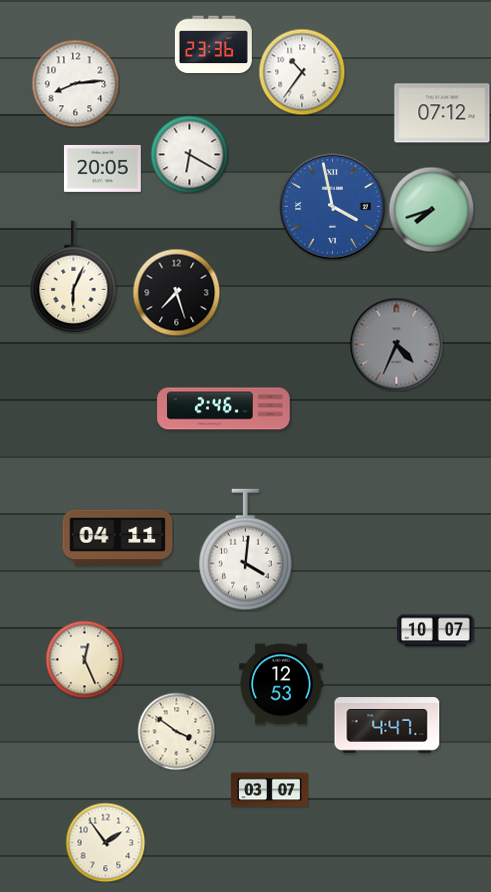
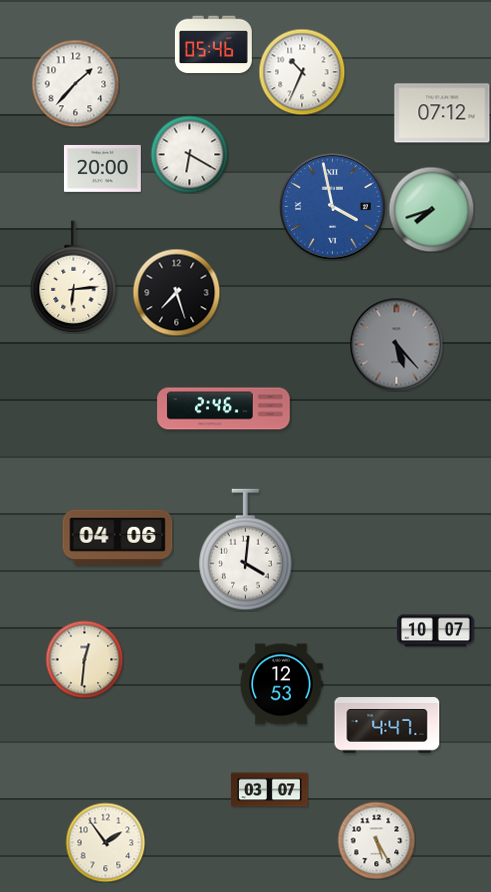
clock at (213, 45): 23:36 -> 05:46
clock at (302, 72): 10:36 -> 10:34
clock at (75, 83): 8:14 -> 1:37
clock at (102, 168): 20:05 -> 20:00
clock at (74, 277): 6:04 -> 6:14
clock at (396, 344): 4:34 -> 5:23
clock at (118, 537): 04:11 -> 04:06
clock at (84, 659): 12:26 -> 12:31
clock at (176, 731): 3:51 -> none
clock at (376, 840): none -> 5:25
